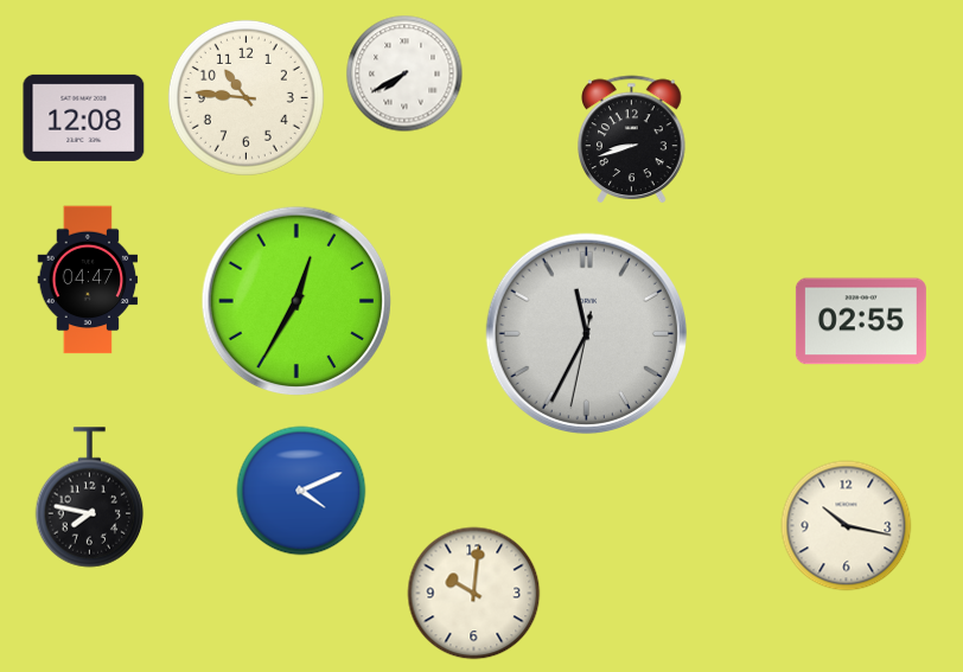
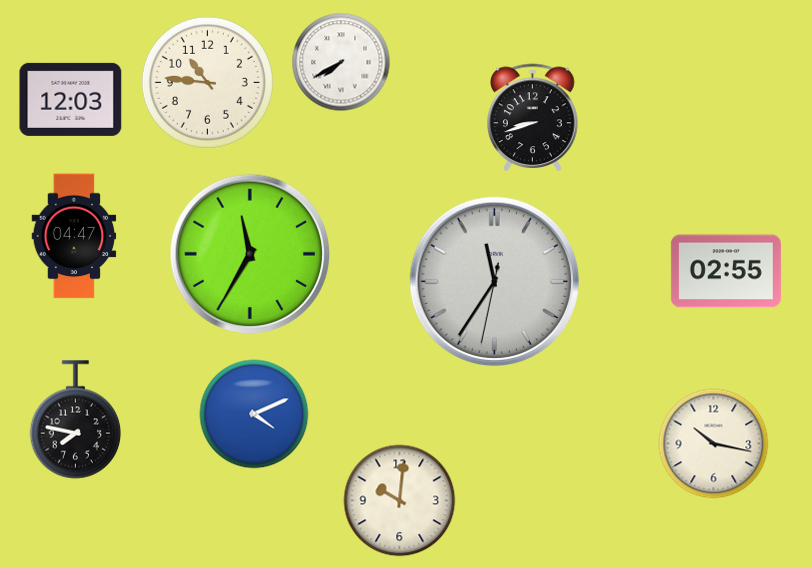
clock at (84, 117): 12:08 -> 12:03
clock at (296, 301): 12:35 -> 11:35
clock at (586, 333): 11:34 -> 11:35
